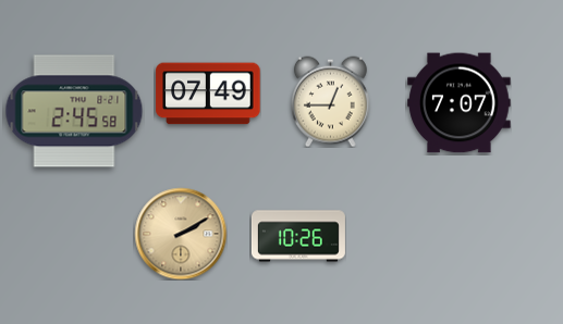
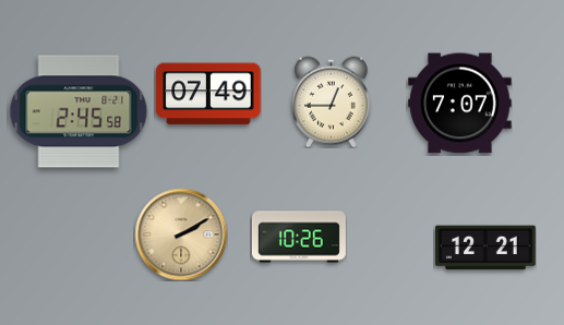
clock at (74, 111) position: (74, 111) -> (79, 111)
clock at (487, 248): none -> 12:21
